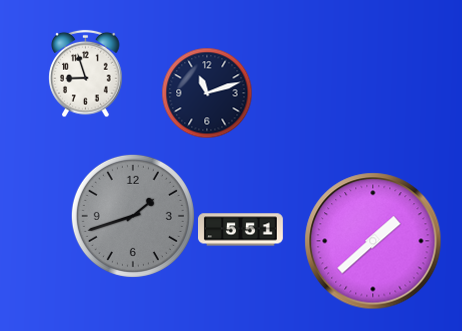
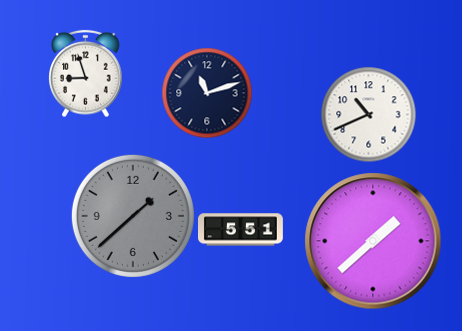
clock at (368, 114): none -> 10:41
clock at (133, 216): 1:42 -> 1:38
